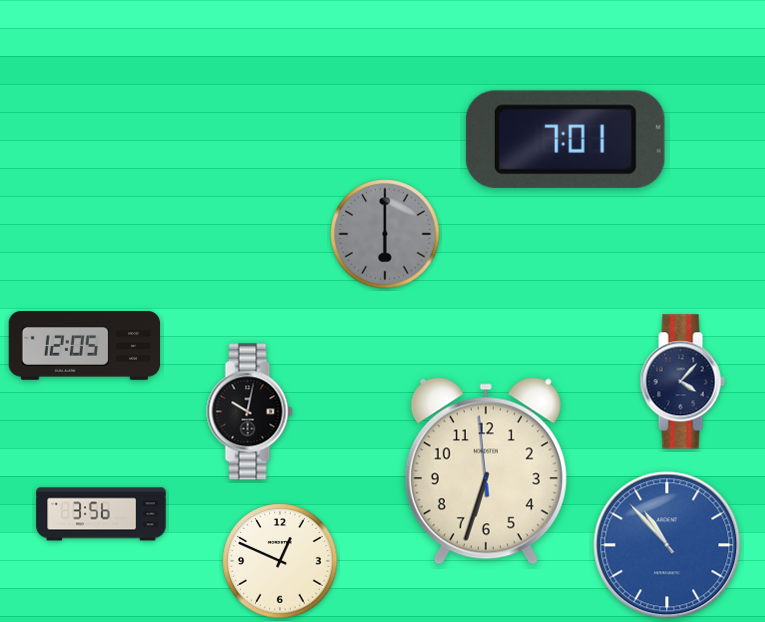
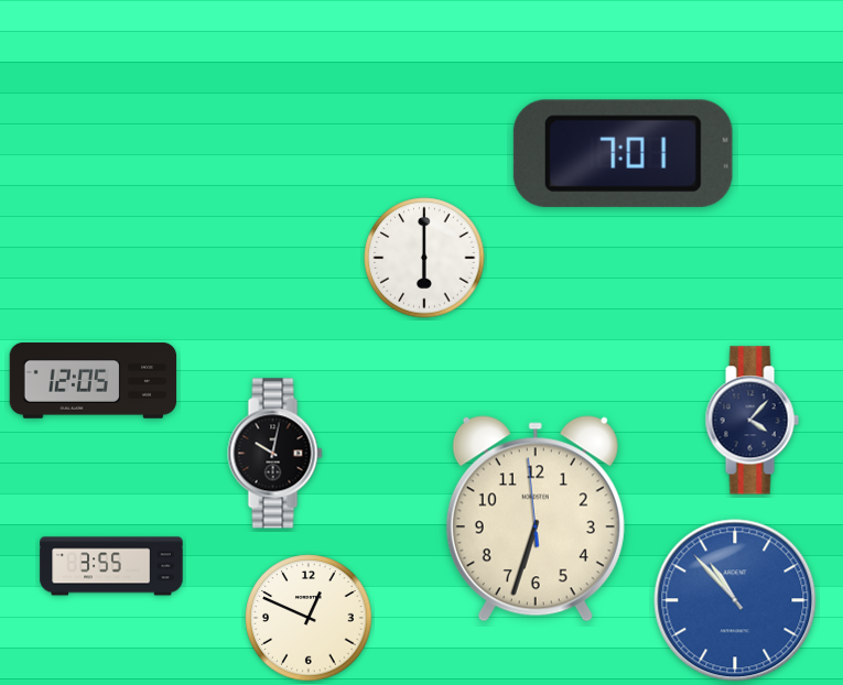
clock at (385, 234) dial: grey -> white
clock at (101, 514): 3:56 -> 3:55
